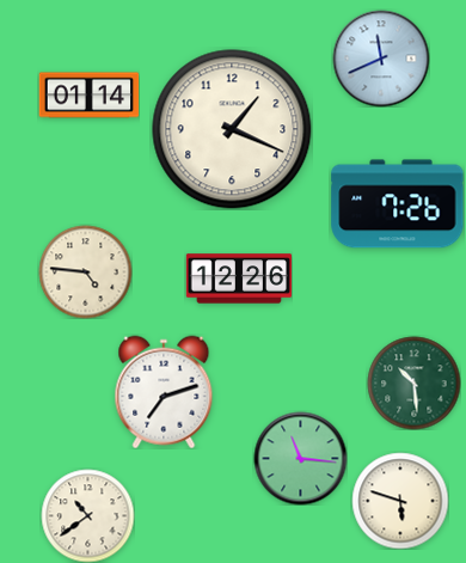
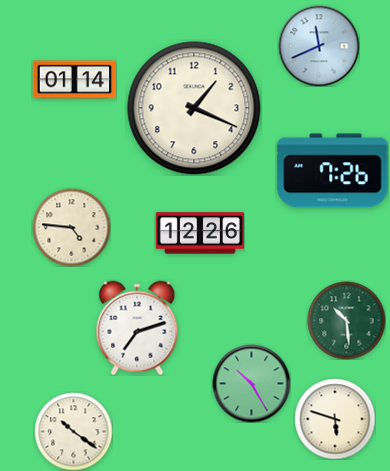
clock at (381, 59) position: (381, 59) -> (319, 46)
clock at (300, 458): 11:16 -> 10:25
clock at (87, 515): 10:39 -> 10:21
